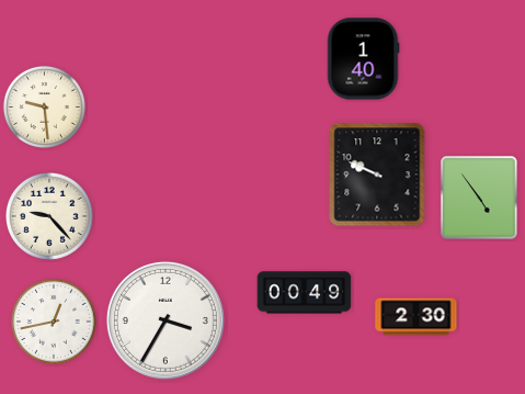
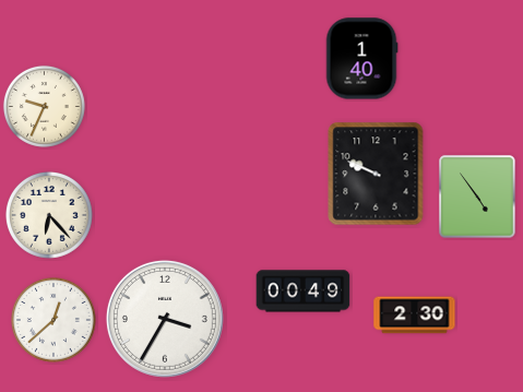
clock at (44, 106): 9:29 -> 9:34
clock at (49, 216): 9:23 -> 6:23
clock at (54, 322): 12:43 -> 12:38
